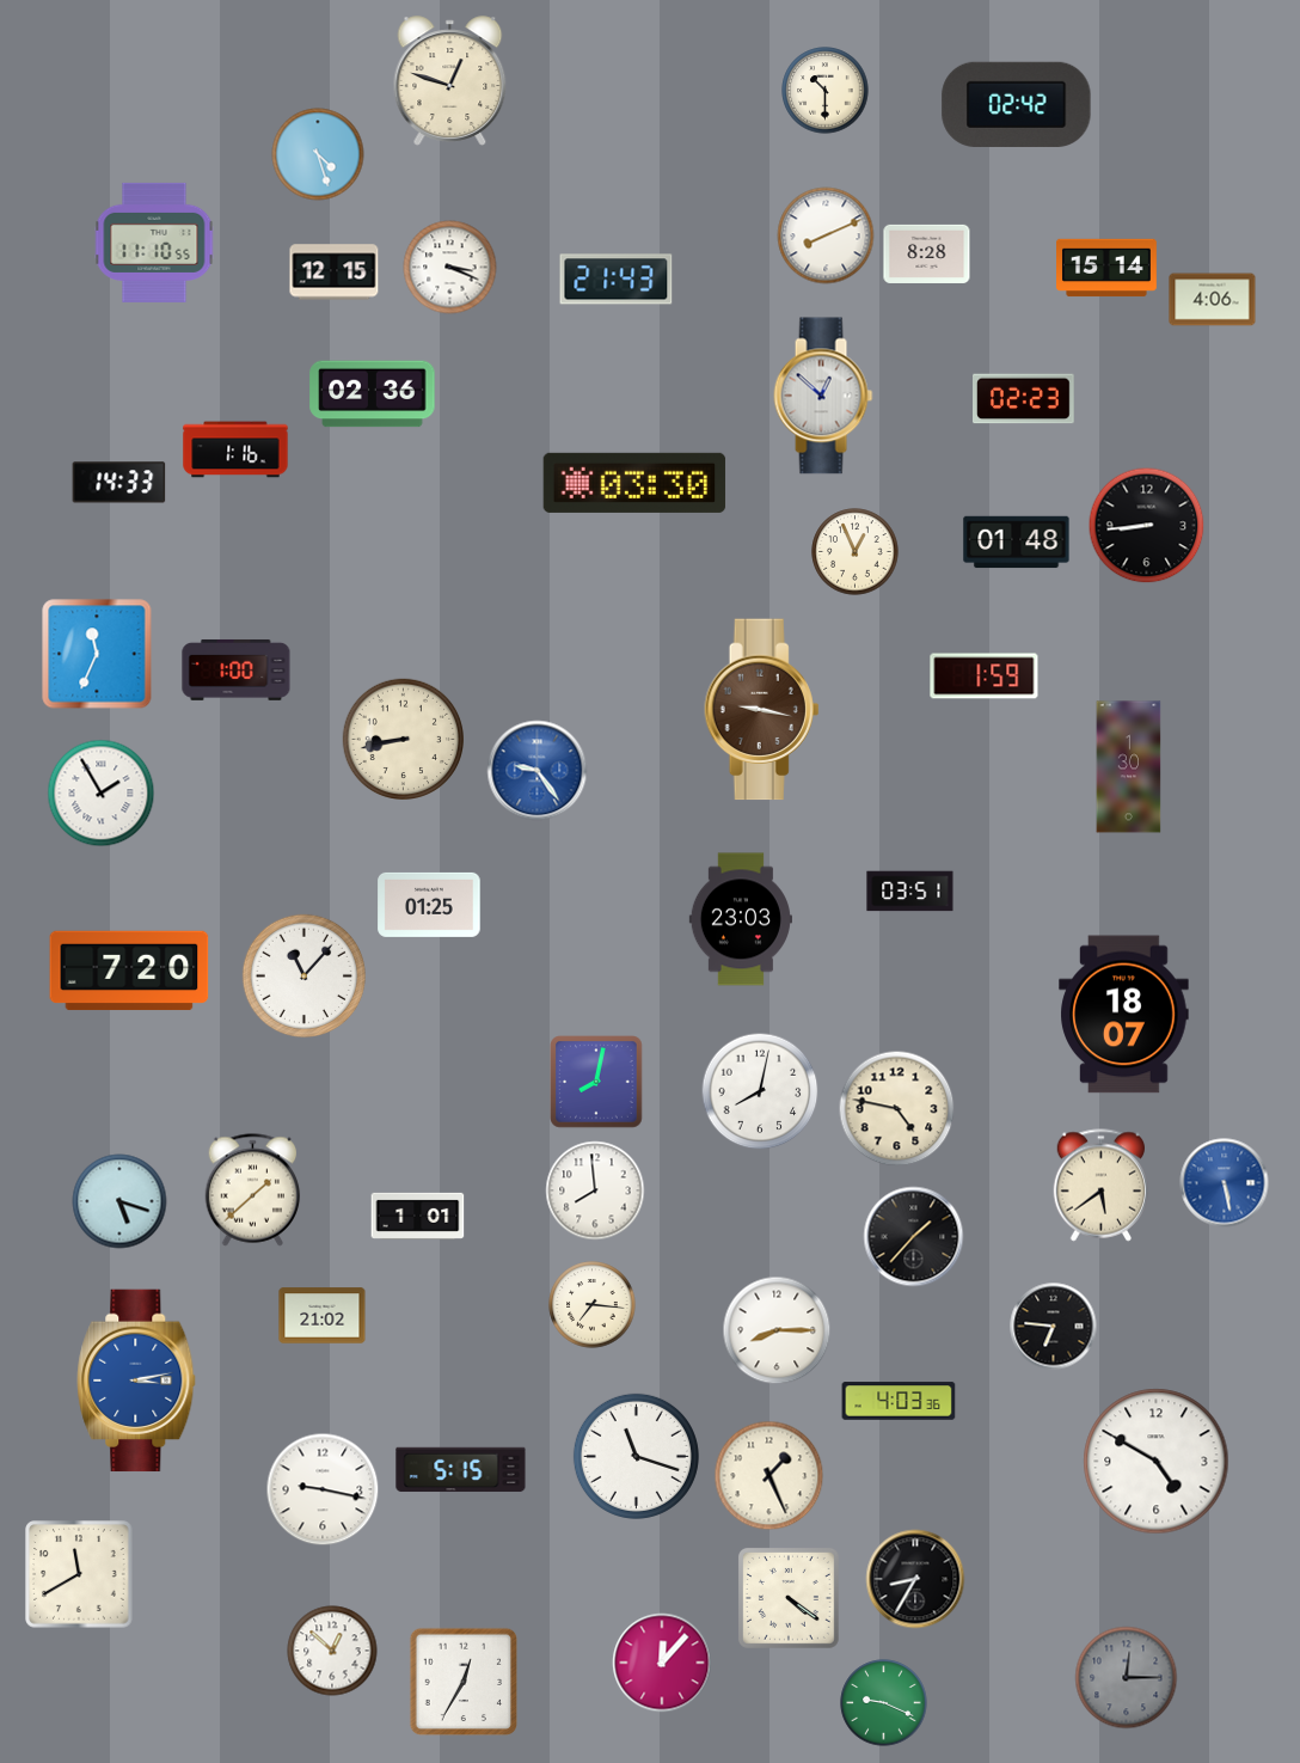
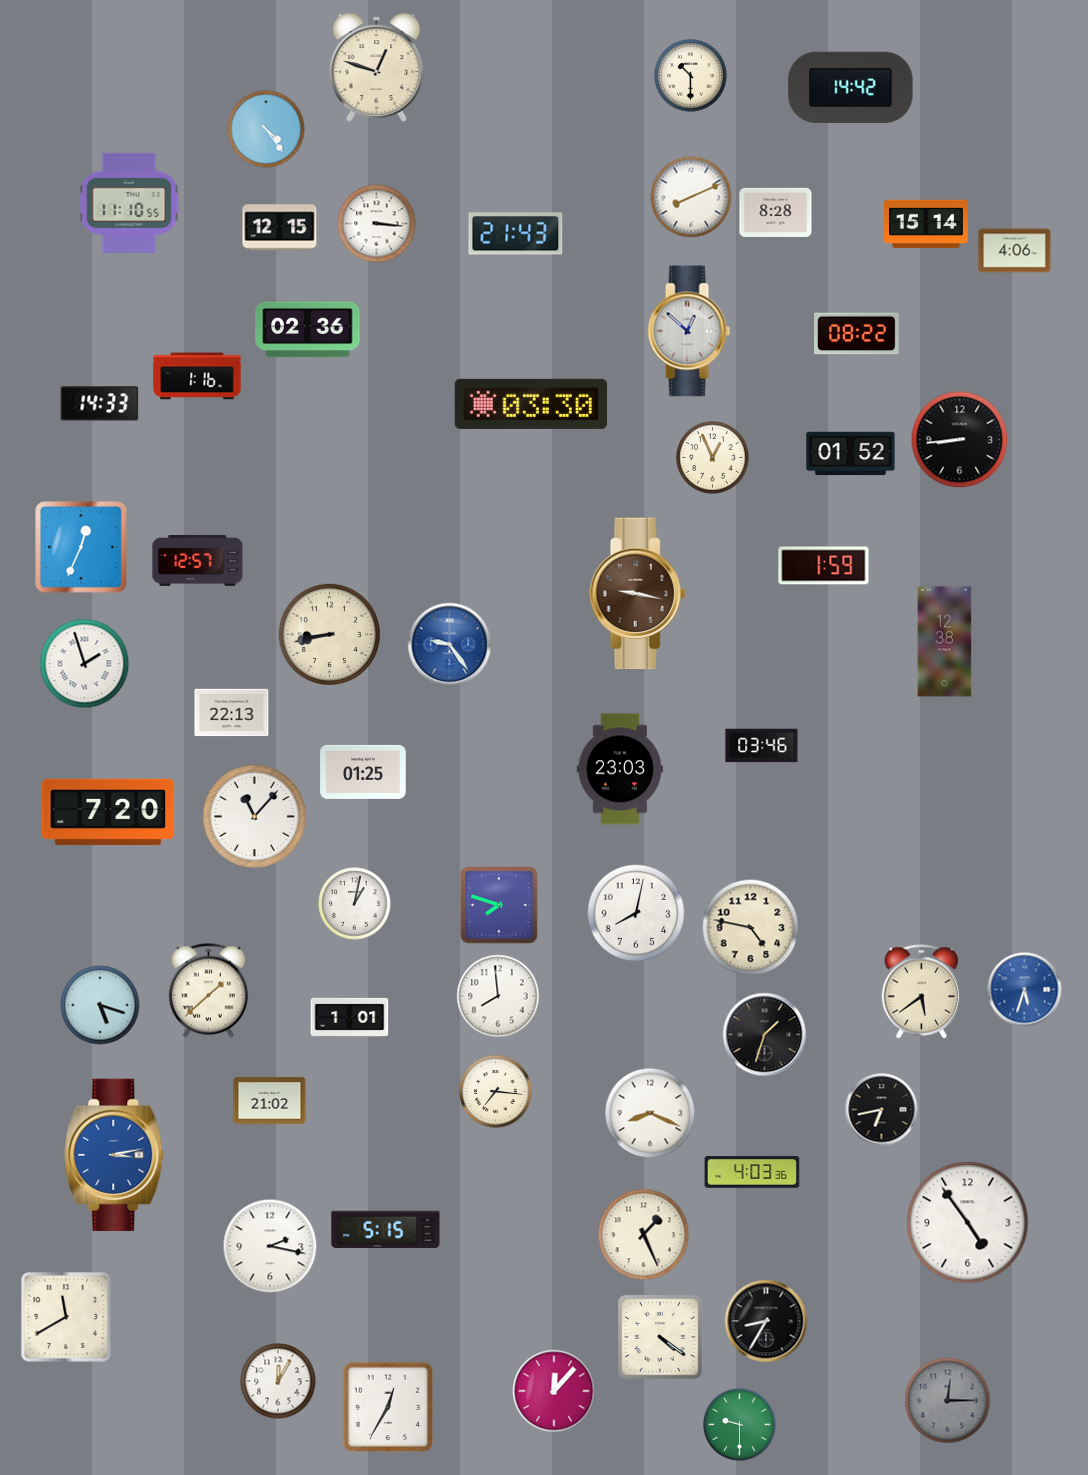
clock at (1017, 104): 02:42 -> 14:42
clock at (318, 154): 4:27 -> 4:24
clock at (450, 268): 3:19 -> 3:16
clock at (373, 394) position: (373, 394) -> (308, 330)
clock at (1024, 399): 02:23 -> 08:22
clock at (1017, 543): 01:48 -> 01:52
clock at (856, 552) position: (856, 552) -> (713, 458)
clock at (97, 654): 11:34 -> 12:34
clock at (237, 669): 1:00 -> 12:57
clock at (404, 740) position: (404, 740) -> (330, 635)
clock at (1129, 767): 1:30 -> 12:38
clock at (102, 794): 1:55 -> 1:57
clock at (232, 713): none -> 22:13
clock at (910, 892): 03:51 -> 03:46
clock at (429, 905) position: (429, 905) -> (363, 772)
clock at (1124, 1015): 18:07 -> none
clock at (355, 904): none -> 1:02
clock at (596, 1082): 8:02 -> 7:48
clock at (1225, 1183): 5:28 -> 5:33
clock at (253, 1190) position: (253, 1190) -> (209, 991)
clock at (914, 1237): 1:37 -> 1:33
clock at (1054, 1327): 6:46 -> 6:43
clock at (777, 1330): 8:15 -> 8:19
clock at (636, 1456): 11:18 -> none
clock at (1157, 1462): 4:50 -> 4:54
clock at (323, 1489): 9:17 -> 2:17
clock at (332, 1651): 12:52 -> 12:05
clock at (1127, 1678) position: (1127, 1678) -> (948, 1401)
clock at (884, 1703): 9:19 -> 9:30
